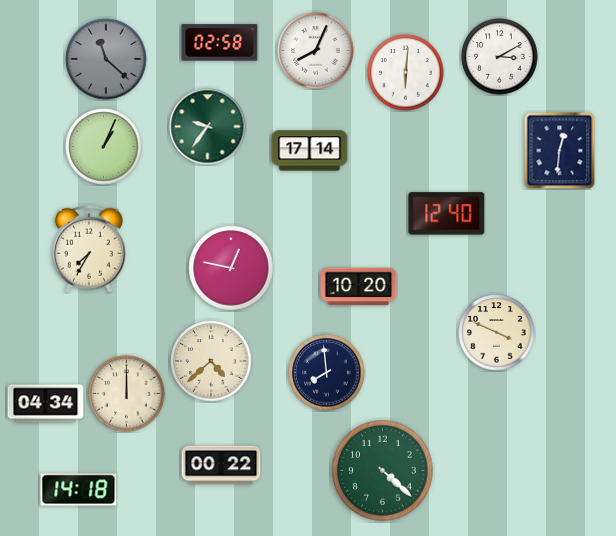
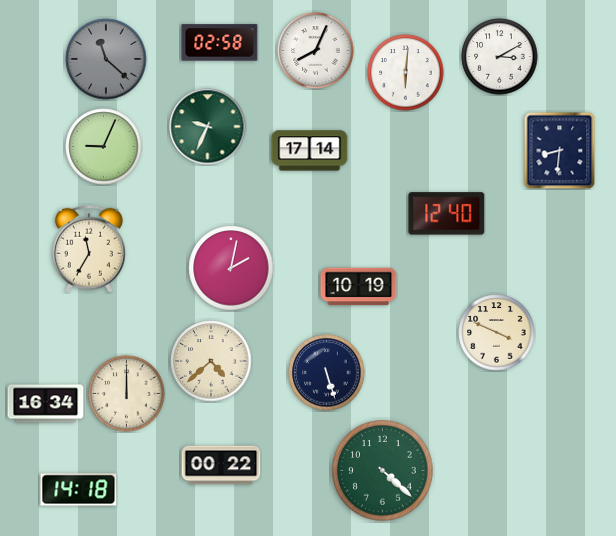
clock at (208, 127): 9:36 -> 9:34
clock at (104, 147): 1:04 -> 9:04
clock at (560, 150): 12:31 -> 8:31
clock at (89, 249): 7:35 -> 11:35
clock at (231, 268): 12:47 -> 2:02
clock at (359, 287): 10:20 -> 10:19
clock at (327, 373): 7:59 -> 5:27
clock at (46, 404): 04:34 -> 16:34
